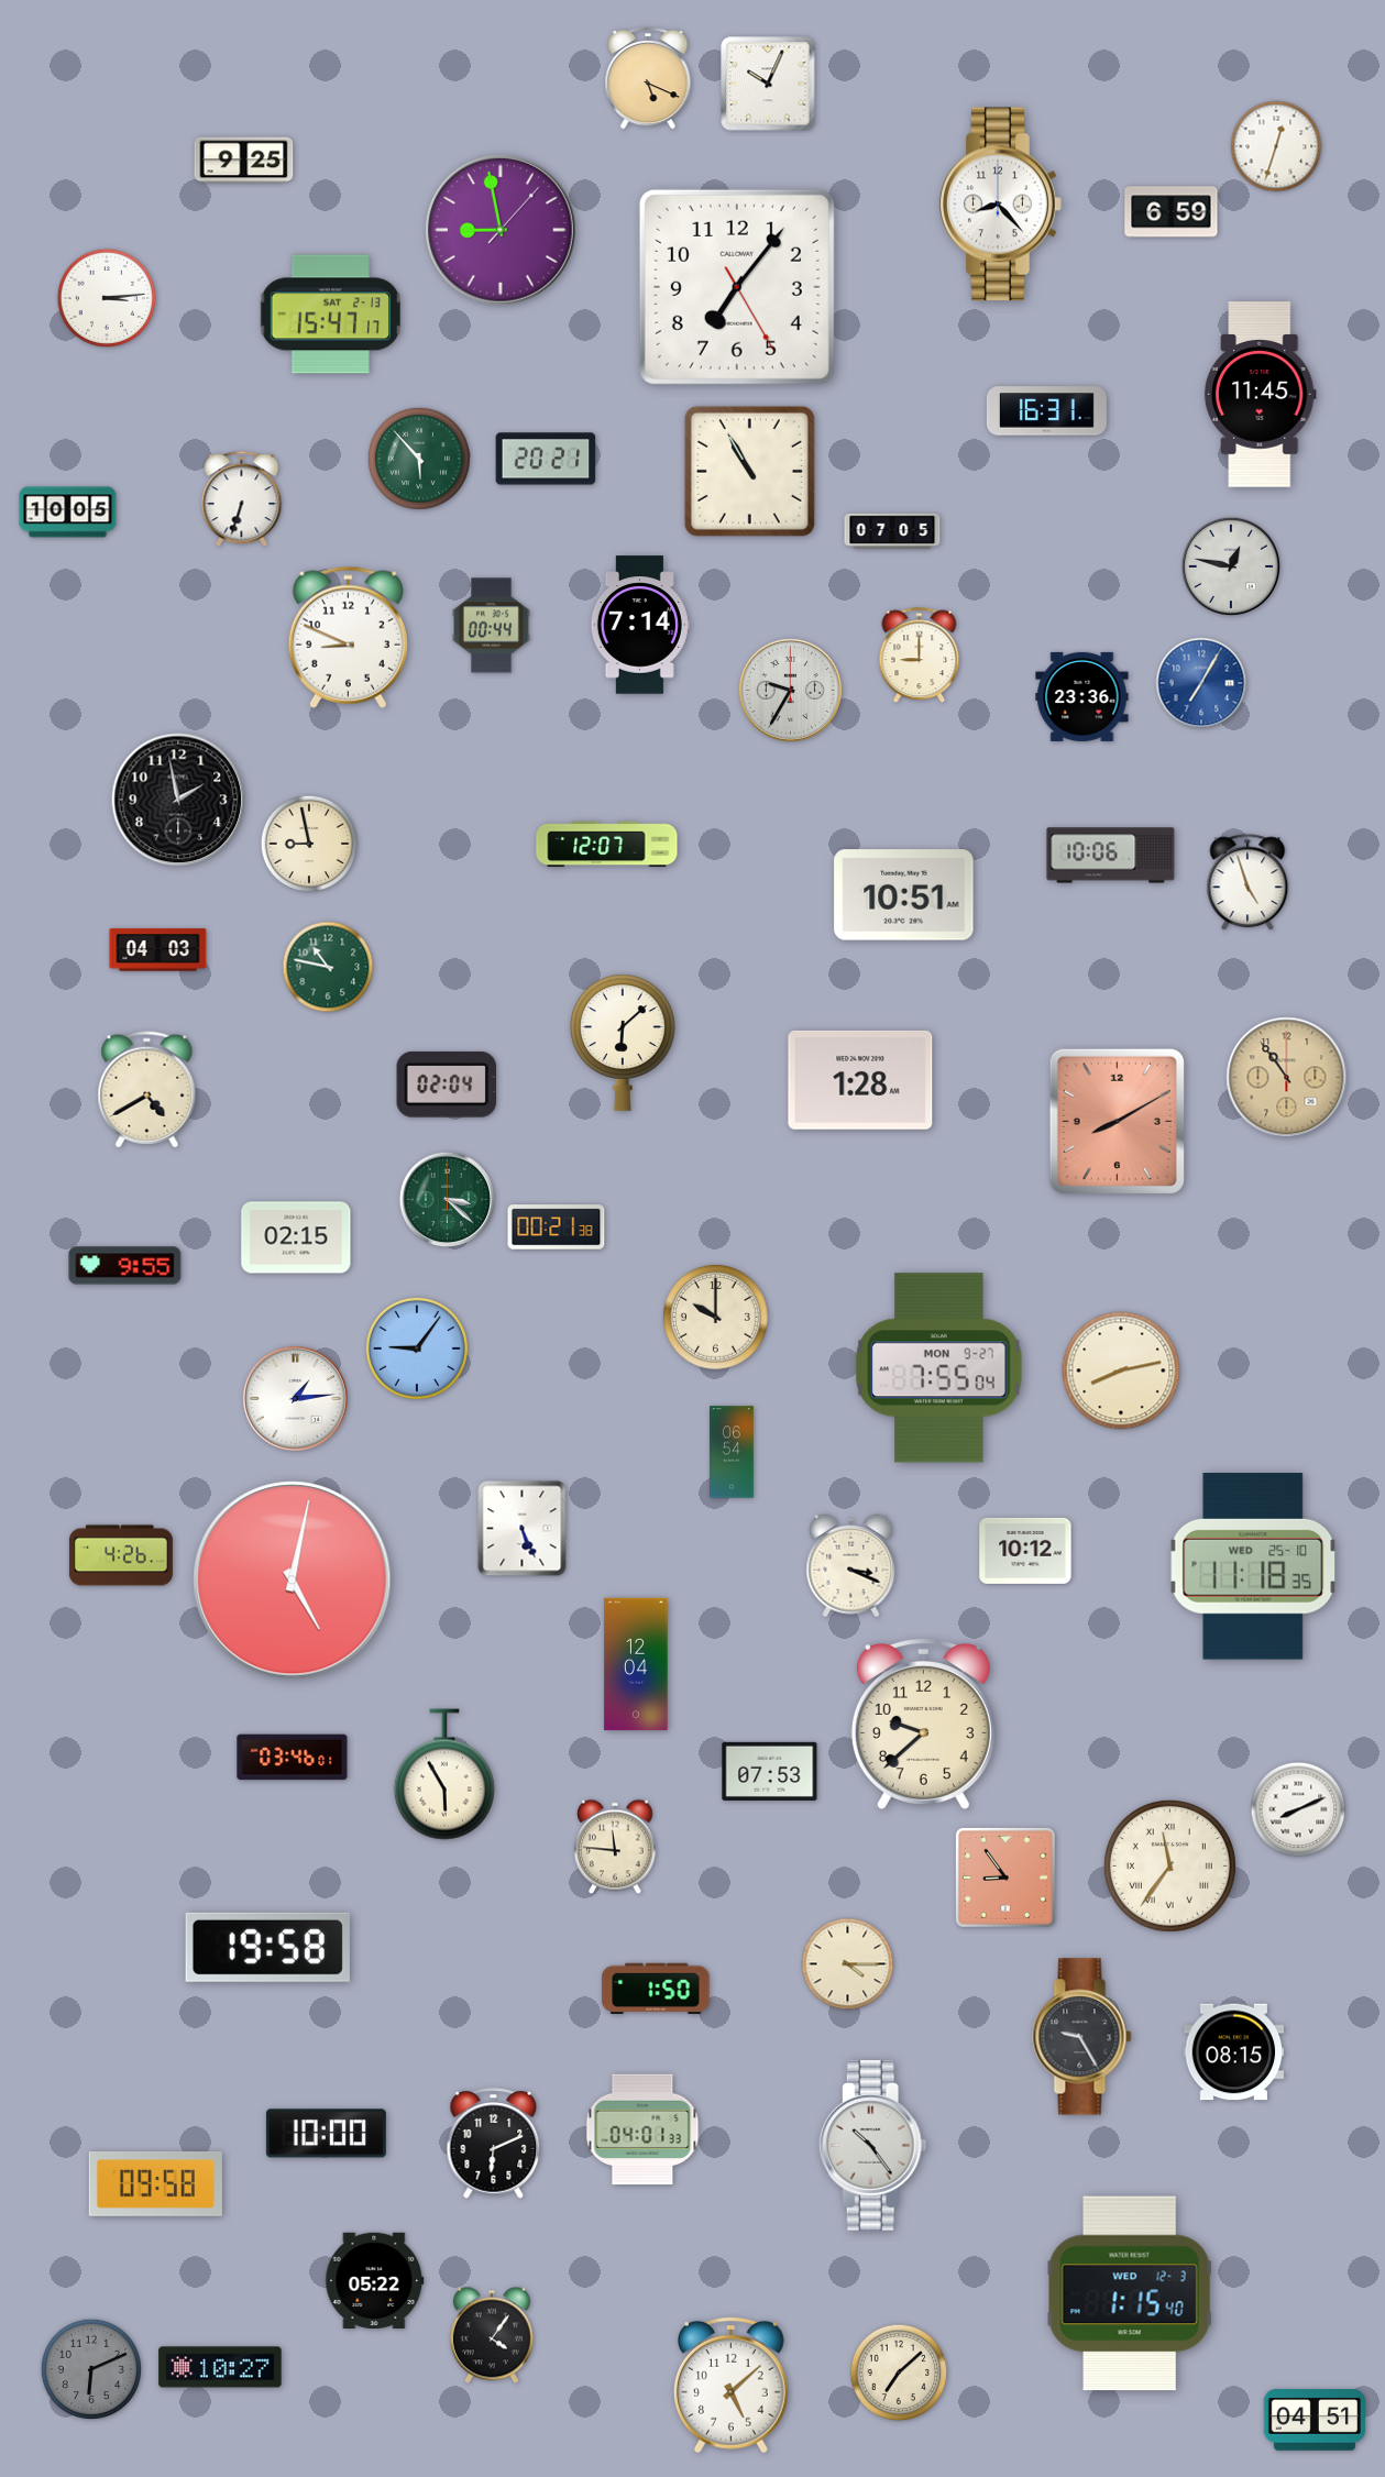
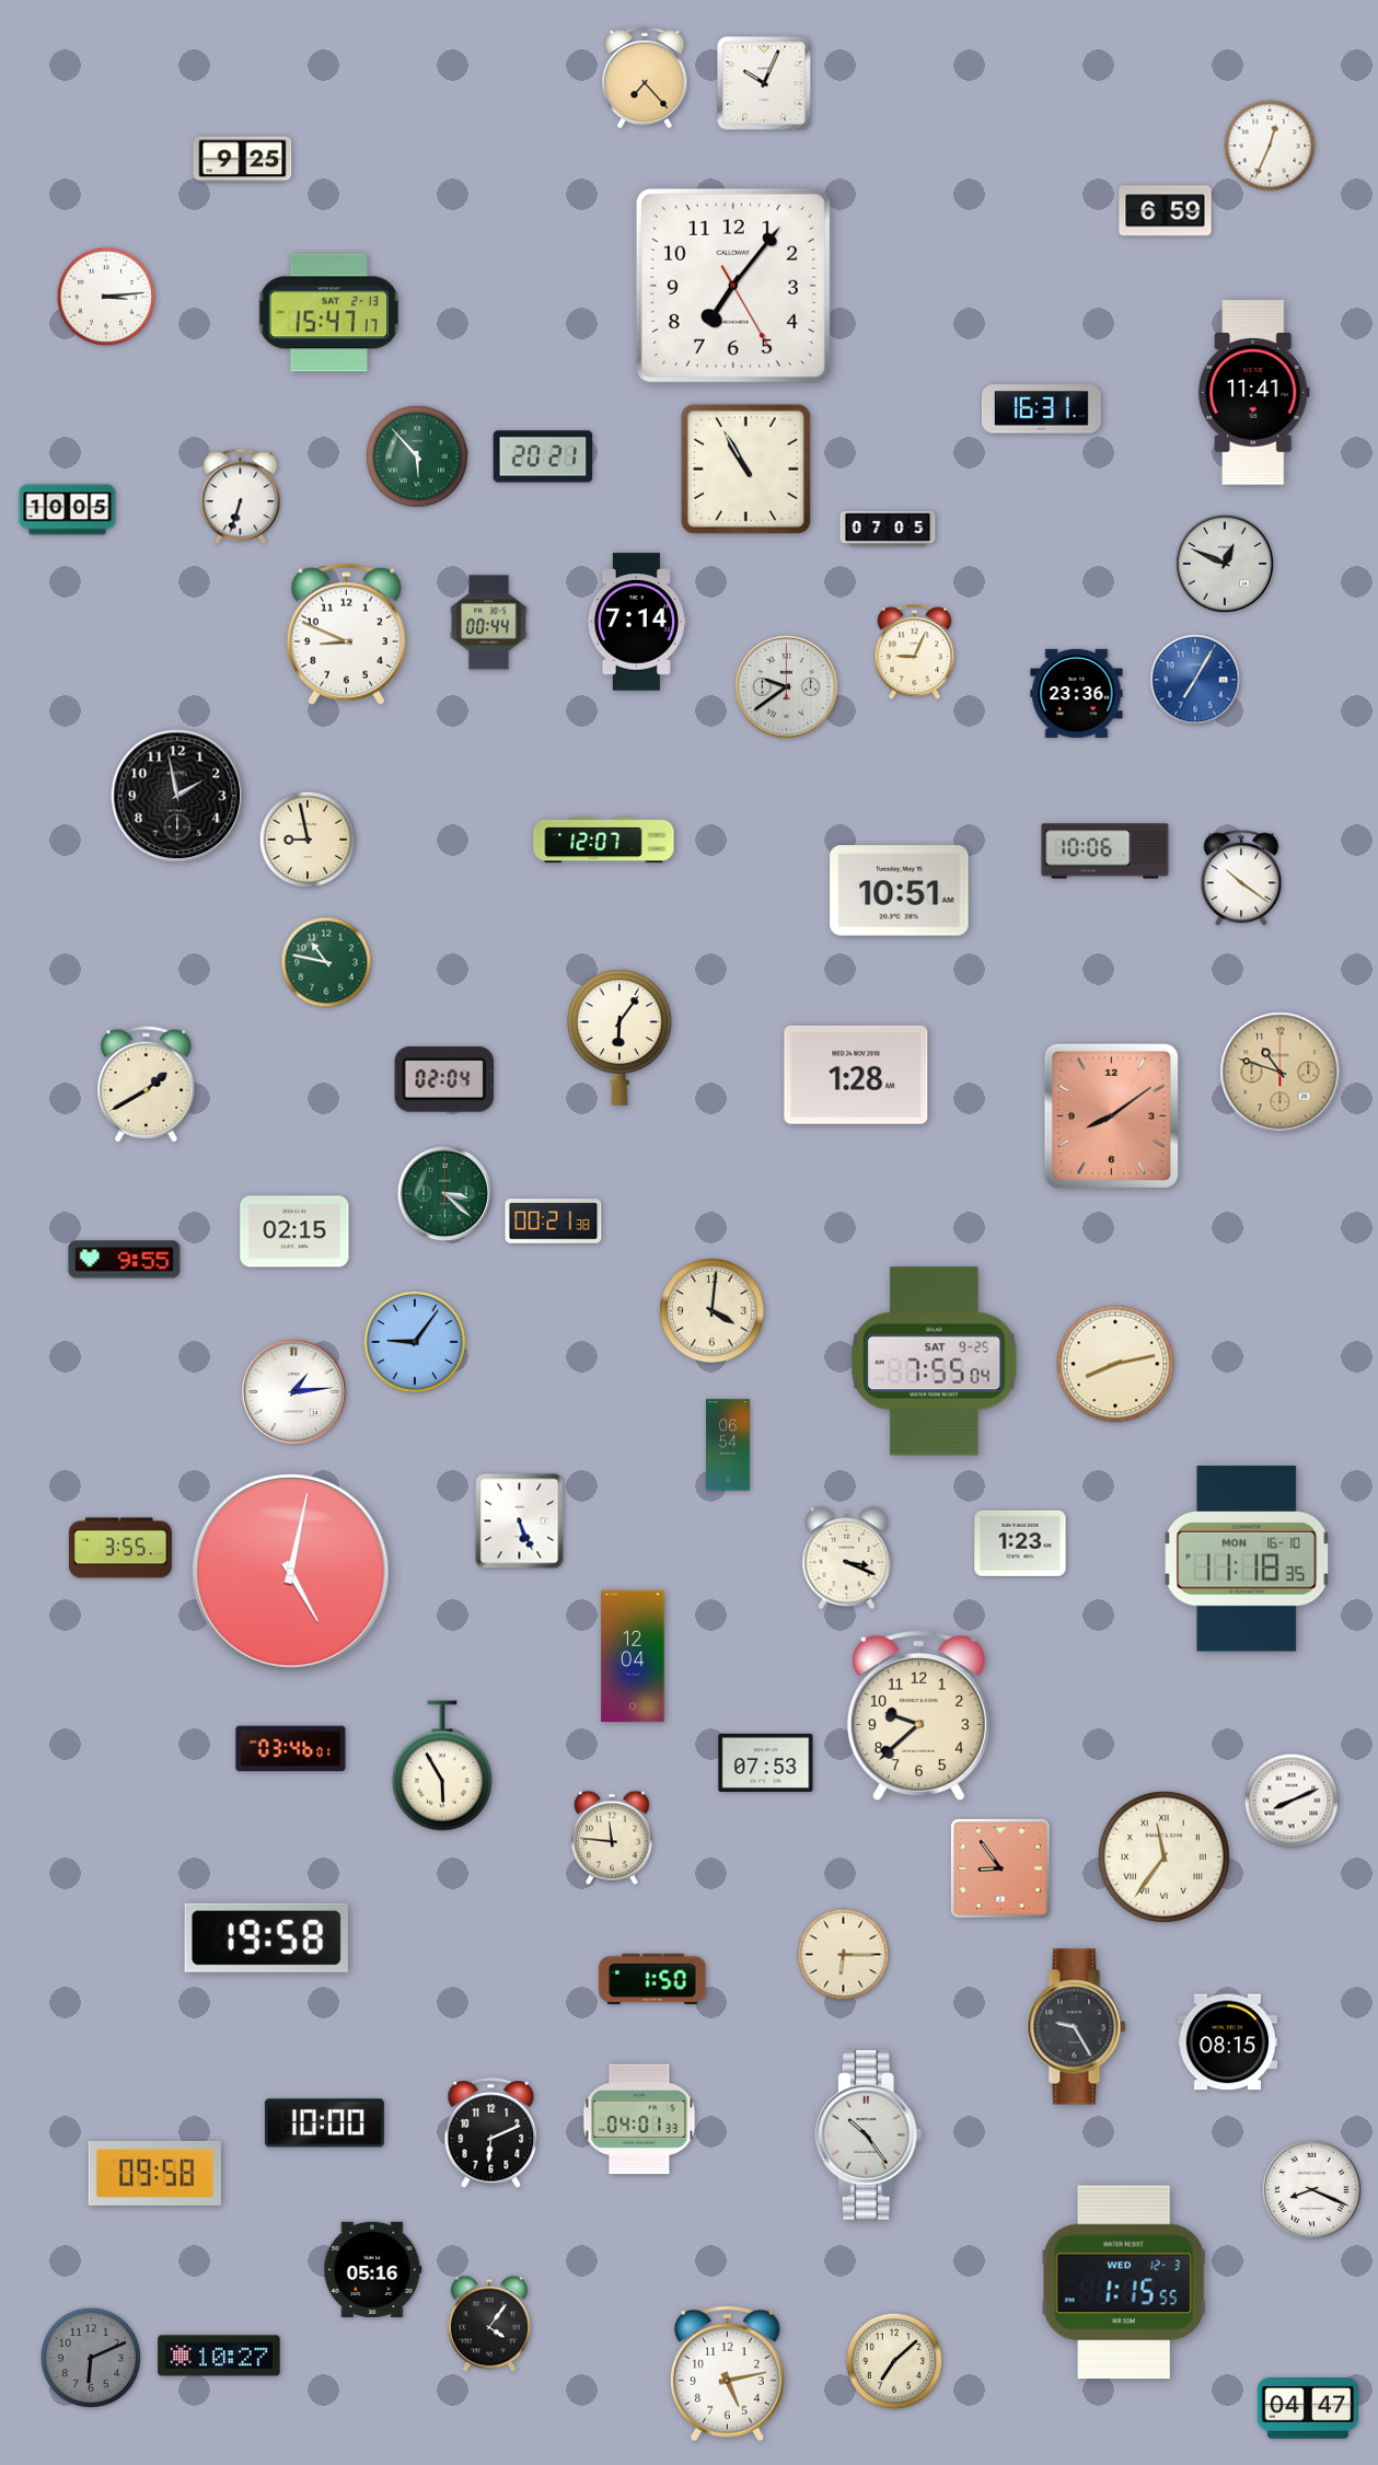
clock at (648, 78): 5:19 -> 7:23
clock at (1276, 146): 12:33 -> 12:34
clock at (1001, 205): 8:23 -> none
clock at (502, 231): 8:58 -> none
clock at (1260, 395): 11:45 -> 11:41
clock at (1231, 566): 12:47 -> 12:49
clock at (920, 656): 9:00 -> 9:04
clock at (790, 690): 9:35 -> 9:39
clock at (1247, 883): 4:57 -> 10:21
clock at (158, 950): 04:03 -> none
clock at (623, 1043): 6:08 -> 6:06
clock at (1287, 1078): 10:54 -> 10:48
clock at (147, 1090): 4:40 -> 1:40
clock at (1117, 1121): 8:10 -> 8:09
clock at (716, 1318): 10:00 -> 4:01
clock at (939, 1368) date: MON 9-27 -> SAT 9-25
clock at (1025, 1551): 10:12 -> 1:23
clock at (121, 1555): 4:26 -> 3:55
clock at (1253, 1566) date: WED 25-10 -> MON 16-10
clock at (848, 1964): 4:15 -> 6:15
clock at (1311, 2189): none -> 8:19
clock at (375, 2280): 05:22 -> 05:16
clock at (1130, 2293): 1:15:40 -> 1:15:55
clock at (730, 2385): 5:08 -> 5:13
clock at (1313, 2420): 04:51 -> 04:47
